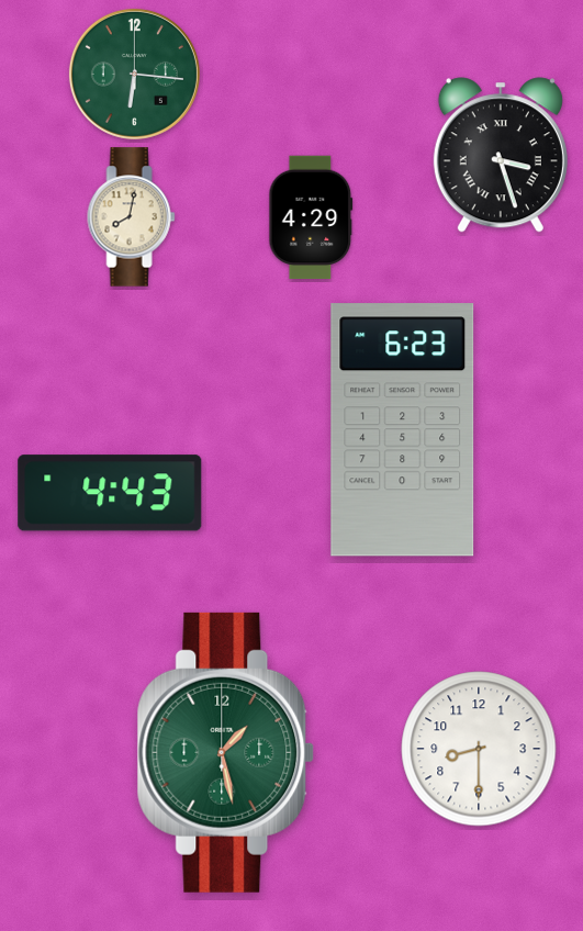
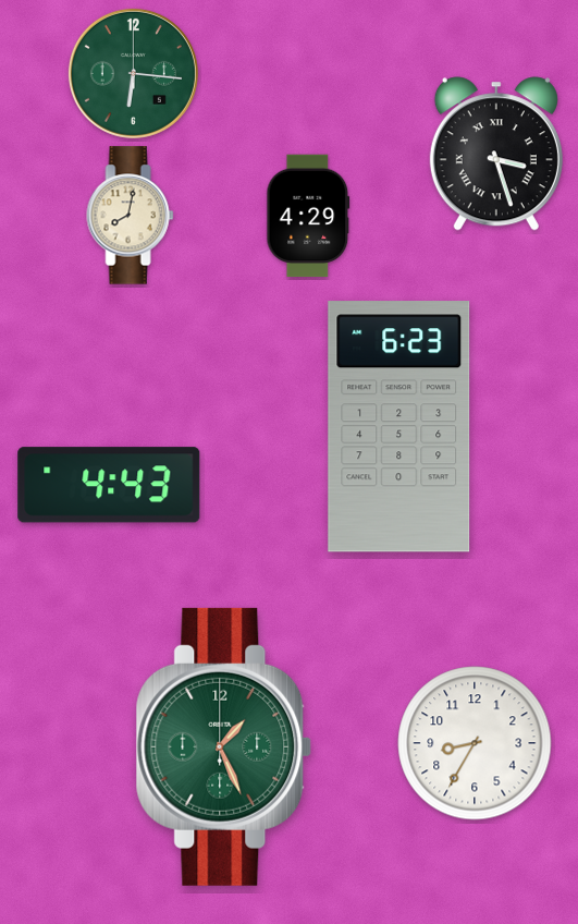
clock at (110, 493) position: (110, 493) -> (109, 485)
clock at (479, 749): 8:30 -> 8:35
clock at (226, 752): 1:28 -> 1:26
